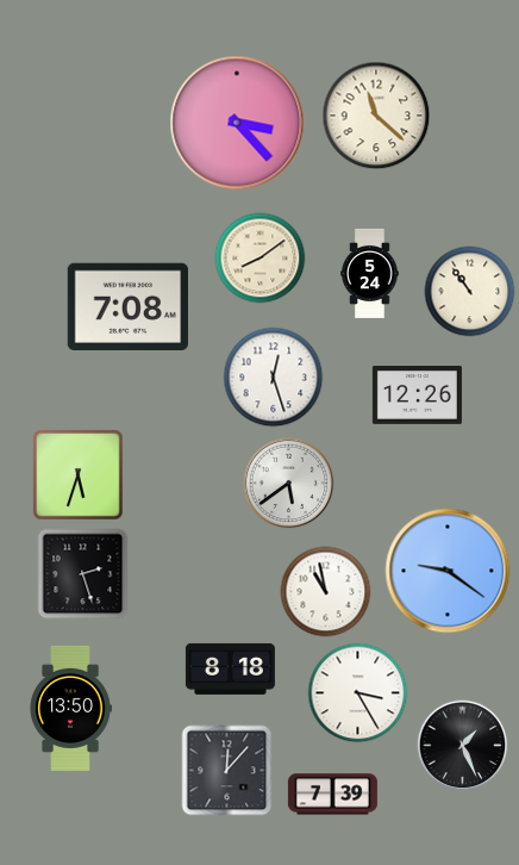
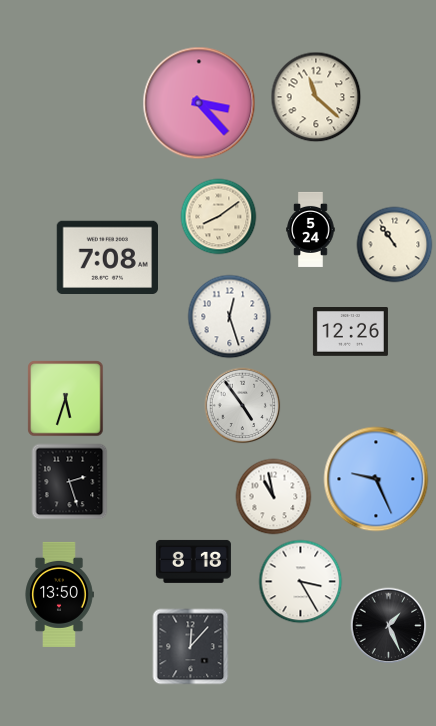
clock at (289, 484): 5:39 -> 4:54
clock at (448, 571): 9:21 -> 9:26
clock at (332, 795): 7:39 -> none
